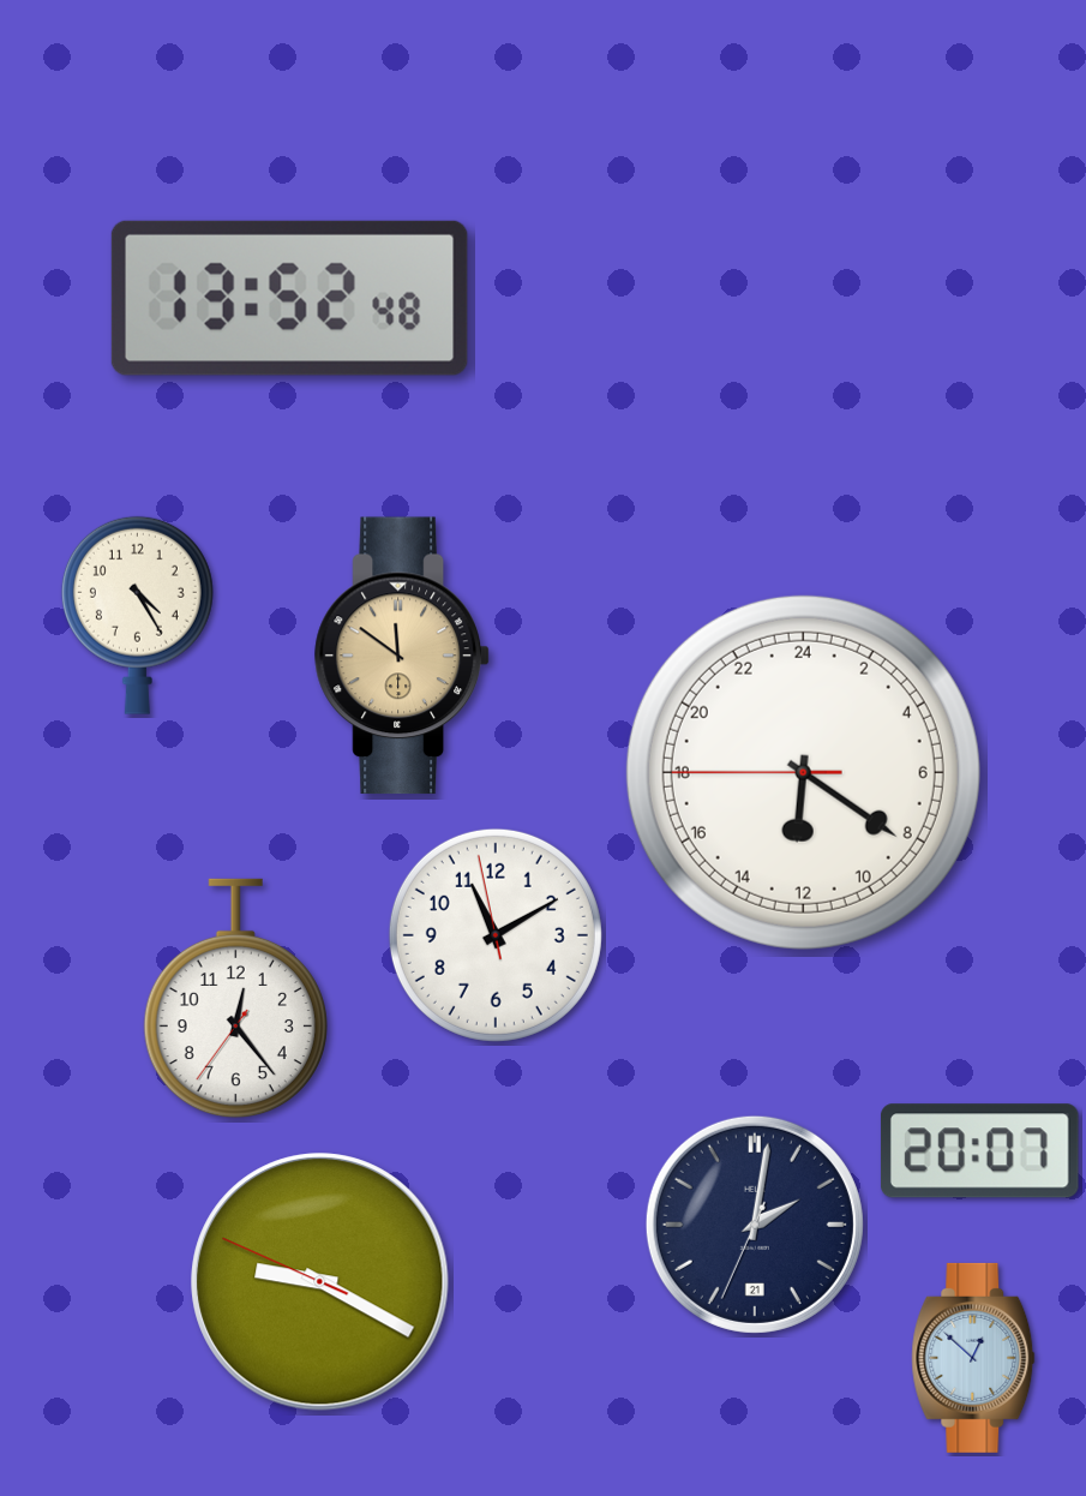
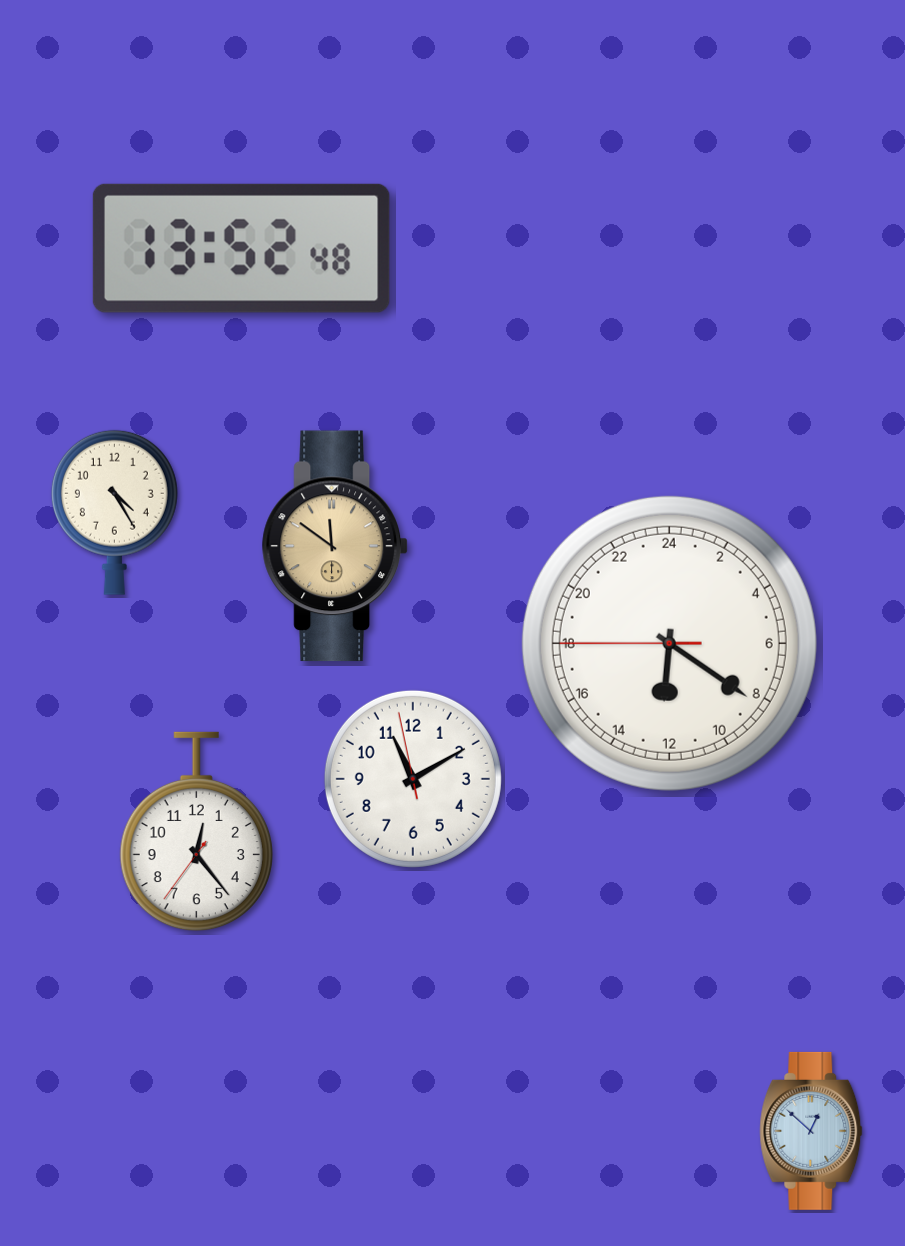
clock at (979, 1151): 20:07 -> none
clock at (755, 1225): 2:01 -> none
clock at (320, 1282): 9:19 -> none
